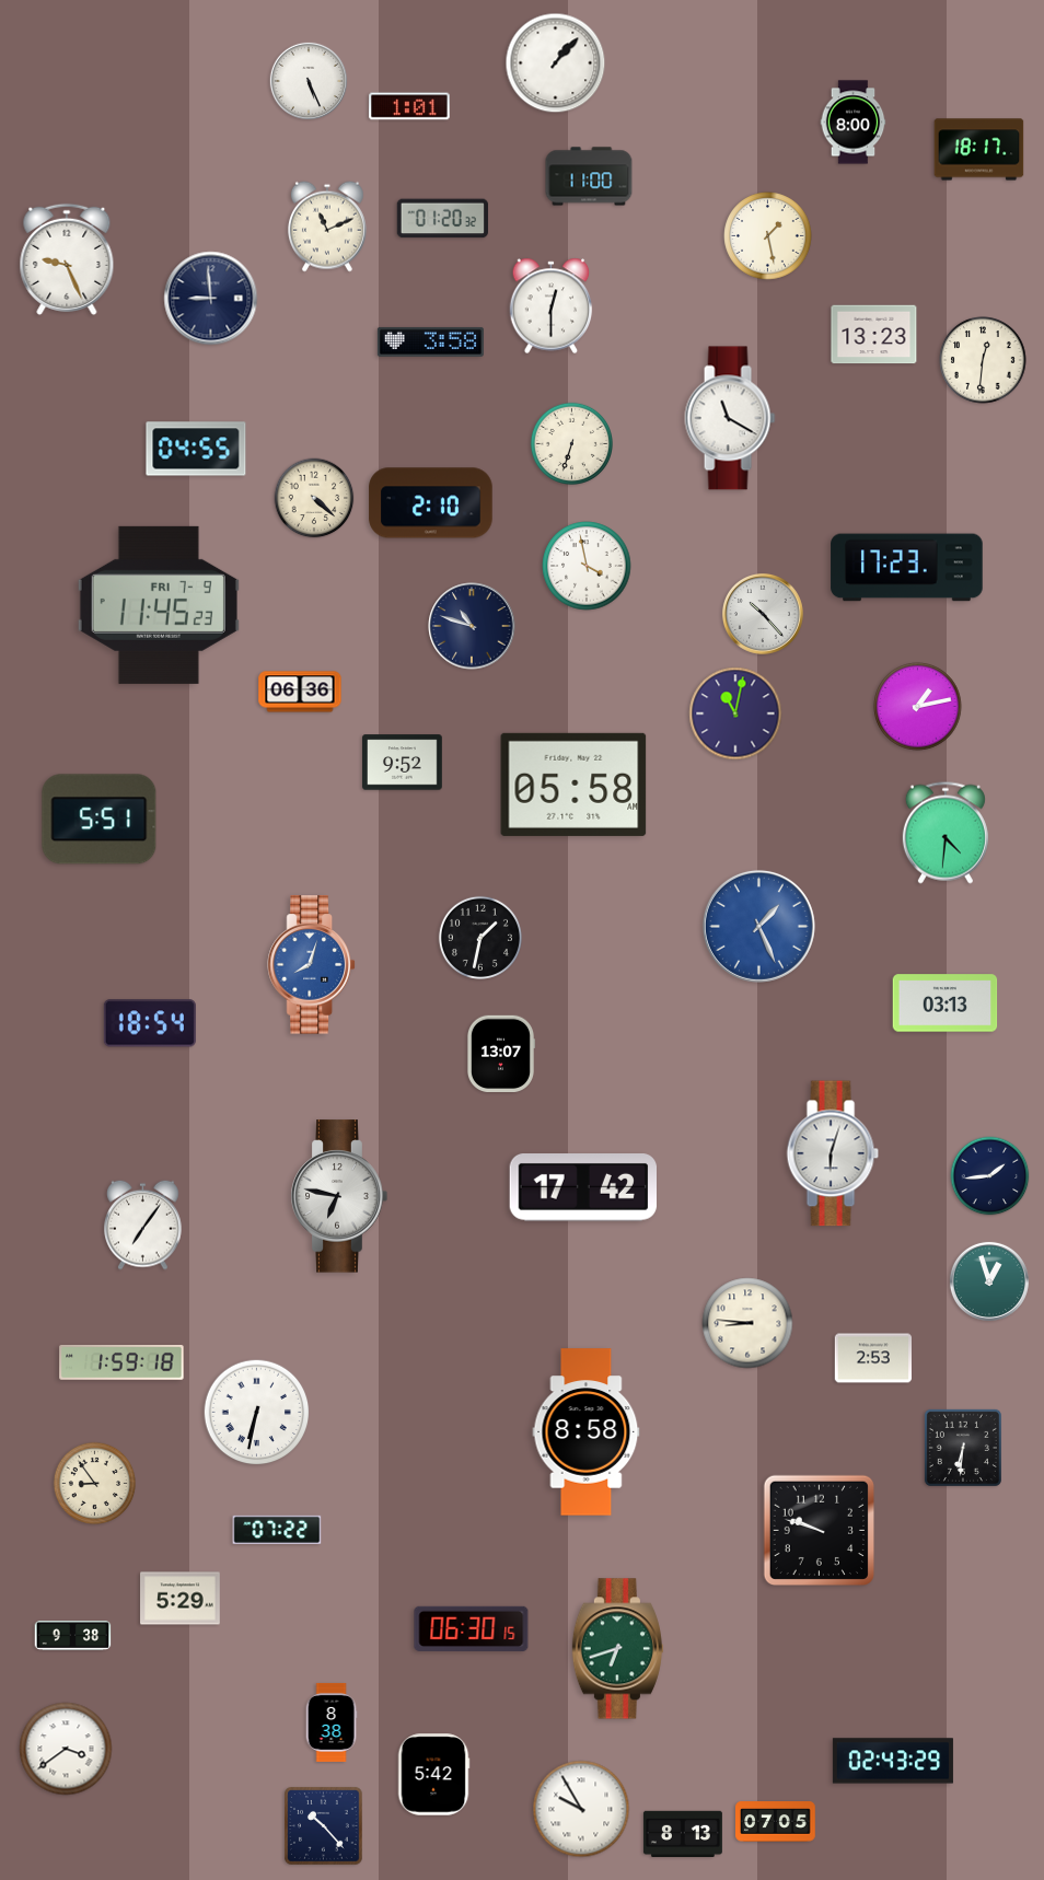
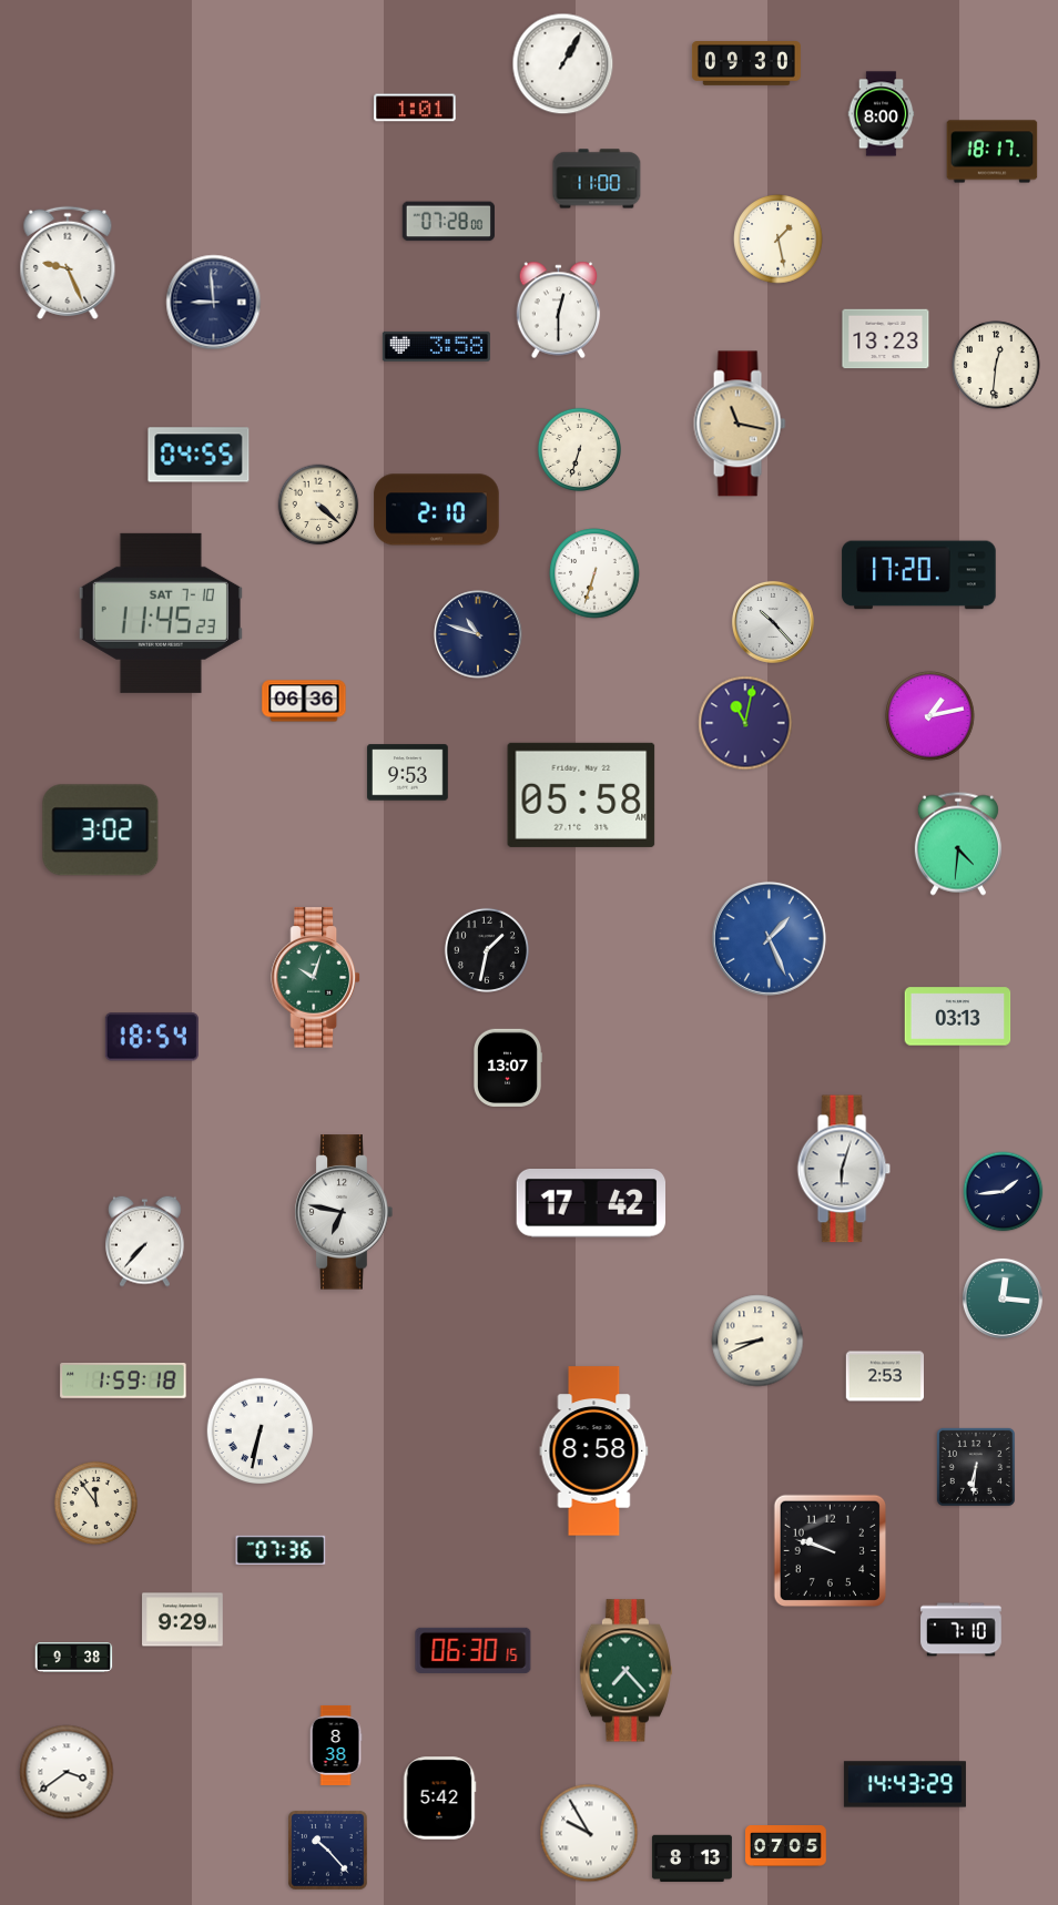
clock at (556, 63): 1:07 -> 1:05
clock at (746, 64): none -> 09:30
clock at (308, 80): 5:26 -> none
clock at (854, 123) position: (854, 123) -> (882, 114)
clock at (442, 219): 01:20 -> 07:28
clock at (327, 227): 11:11 -> none
clock at (730, 418): 11:20 -> 11:17
clock at (730, 418) dial: white -> champagne
clock at (587, 566): 3:58 -> 6:33
clock at (907, 568): 17:23 -> 17:20
clock at (159, 605) date: FRI 7-9 -> SAT 7-10
clock at (403, 763): 9:52 -> 9:53
clock at (100, 820): 5:51 -> 3:02
clock at (312, 965): 8:03 -> 10:03
clock at (312, 965) dial: blue -> green
clock at (143, 1225): 7:06 -> 7:37
clock at (989, 1281): 12:57 -> 12:16
clock at (747, 1323): 8:46 -> 8:41
clock at (94, 1483): 8:54 -> 11:54
clock at (277, 1530): 07:22 -> 07:36
clock at (181, 1599): 5:29 -> 9:29
clock at (962, 1630): none -> 7:10
clock at (472, 1628) position: (472, 1628) -> (474, 1650)
clock at (617, 1649): 6:42 -> 7:23
clock at (893, 1761): 02:43 -> 14:43
